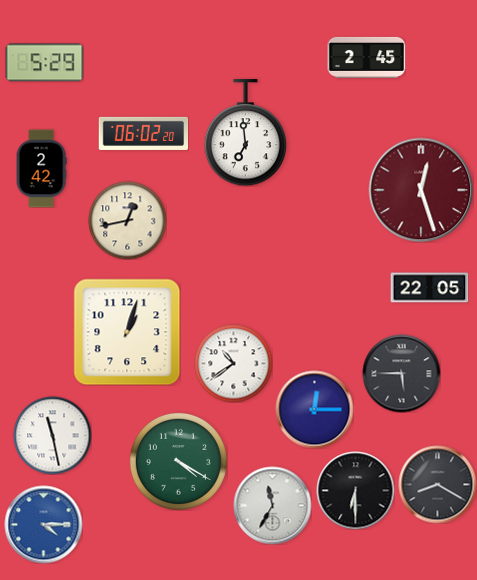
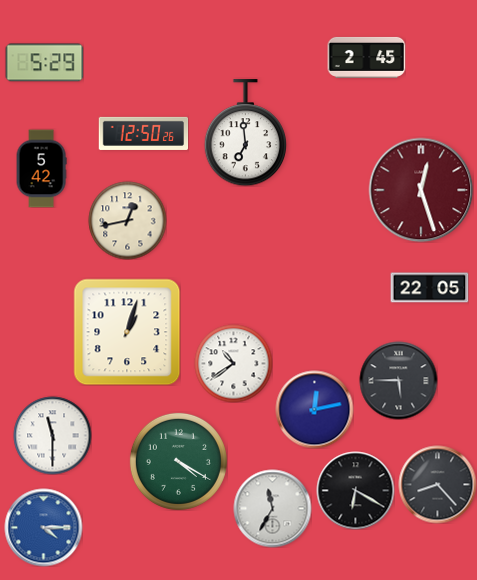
clock at (143, 133): 06:02 -> 12:50
clock at (41, 168): 2:42 -> 5:42
clock at (401, 373) position: (401, 373) -> (398, 380)
clock at (314, 409): 12:15 -> 12:13
clock at (52, 435): 11:28 -> 11:30
clock at (437, 484): 8:20 -> 8:23
clock at (355, 490): 6:30 -> 6:20
clock at (272, 505) position: (272, 505) -> (272, 508)
clock at (43, 524) position: (43, 524) -> (43, 527)
